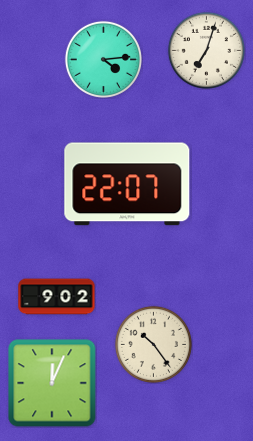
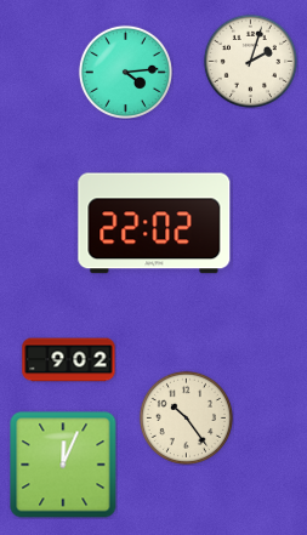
clock at (206, 50): 7:03 -> 2:03
clock at (127, 184): 22:07 -> 22:02
